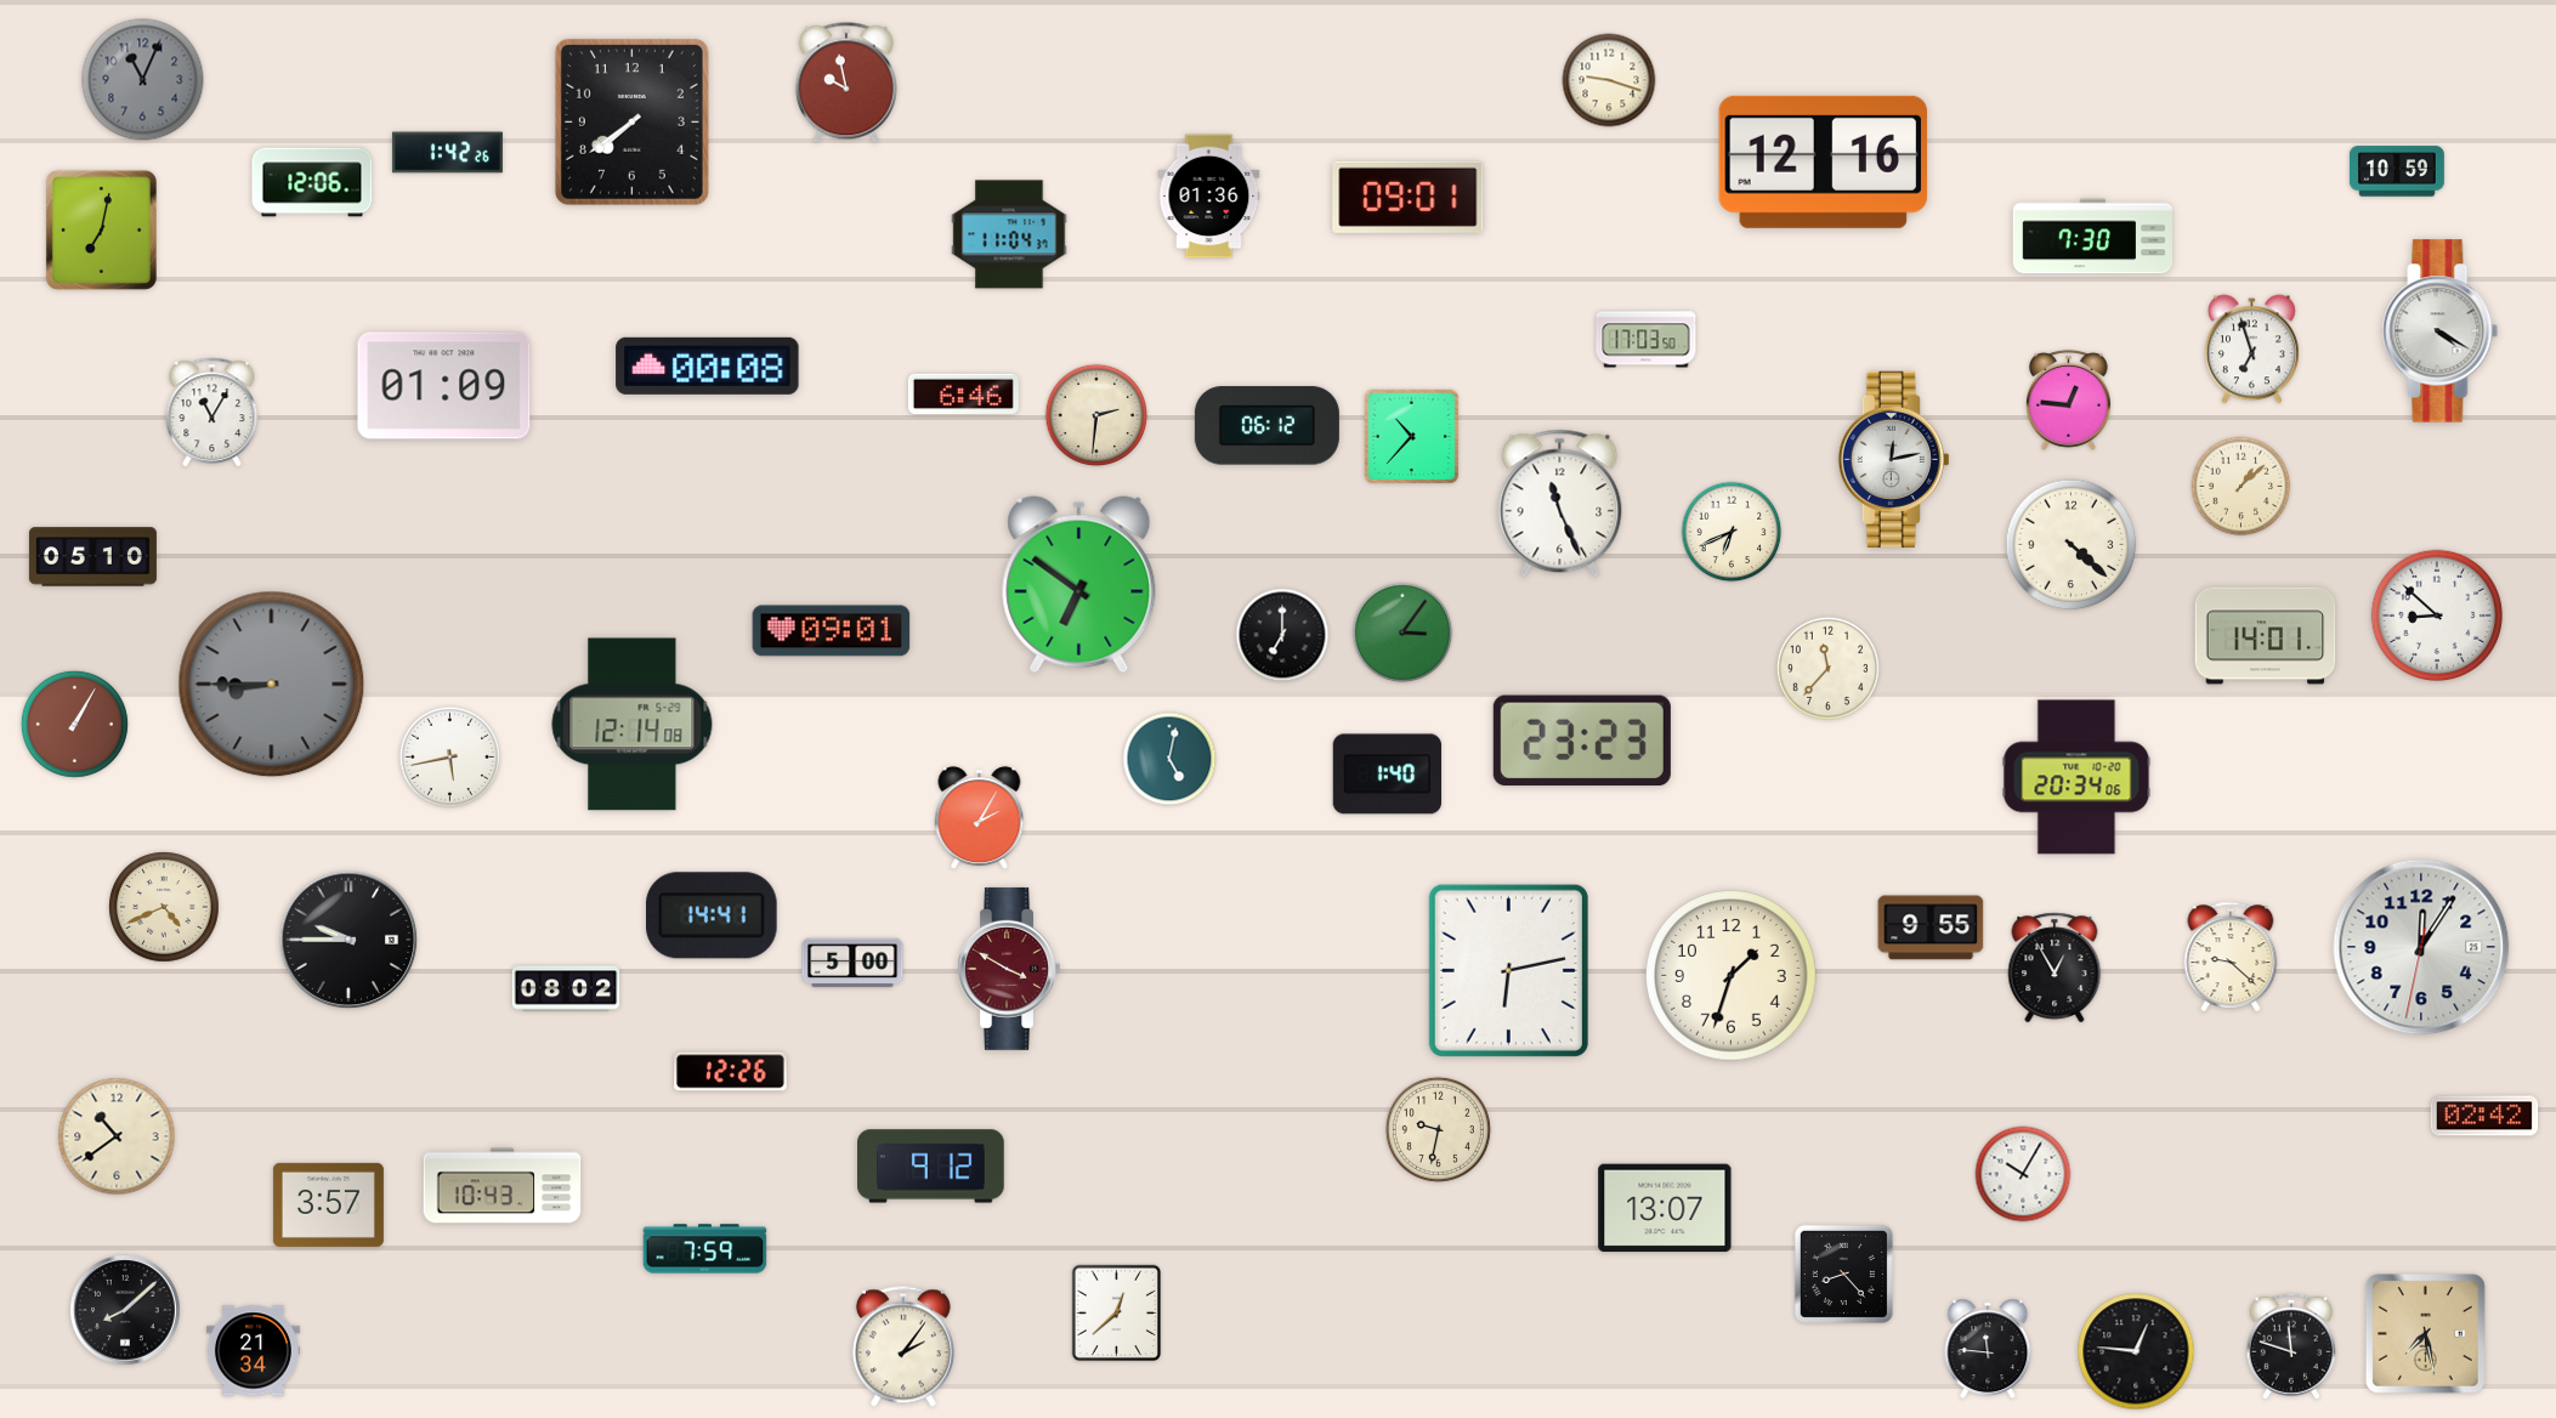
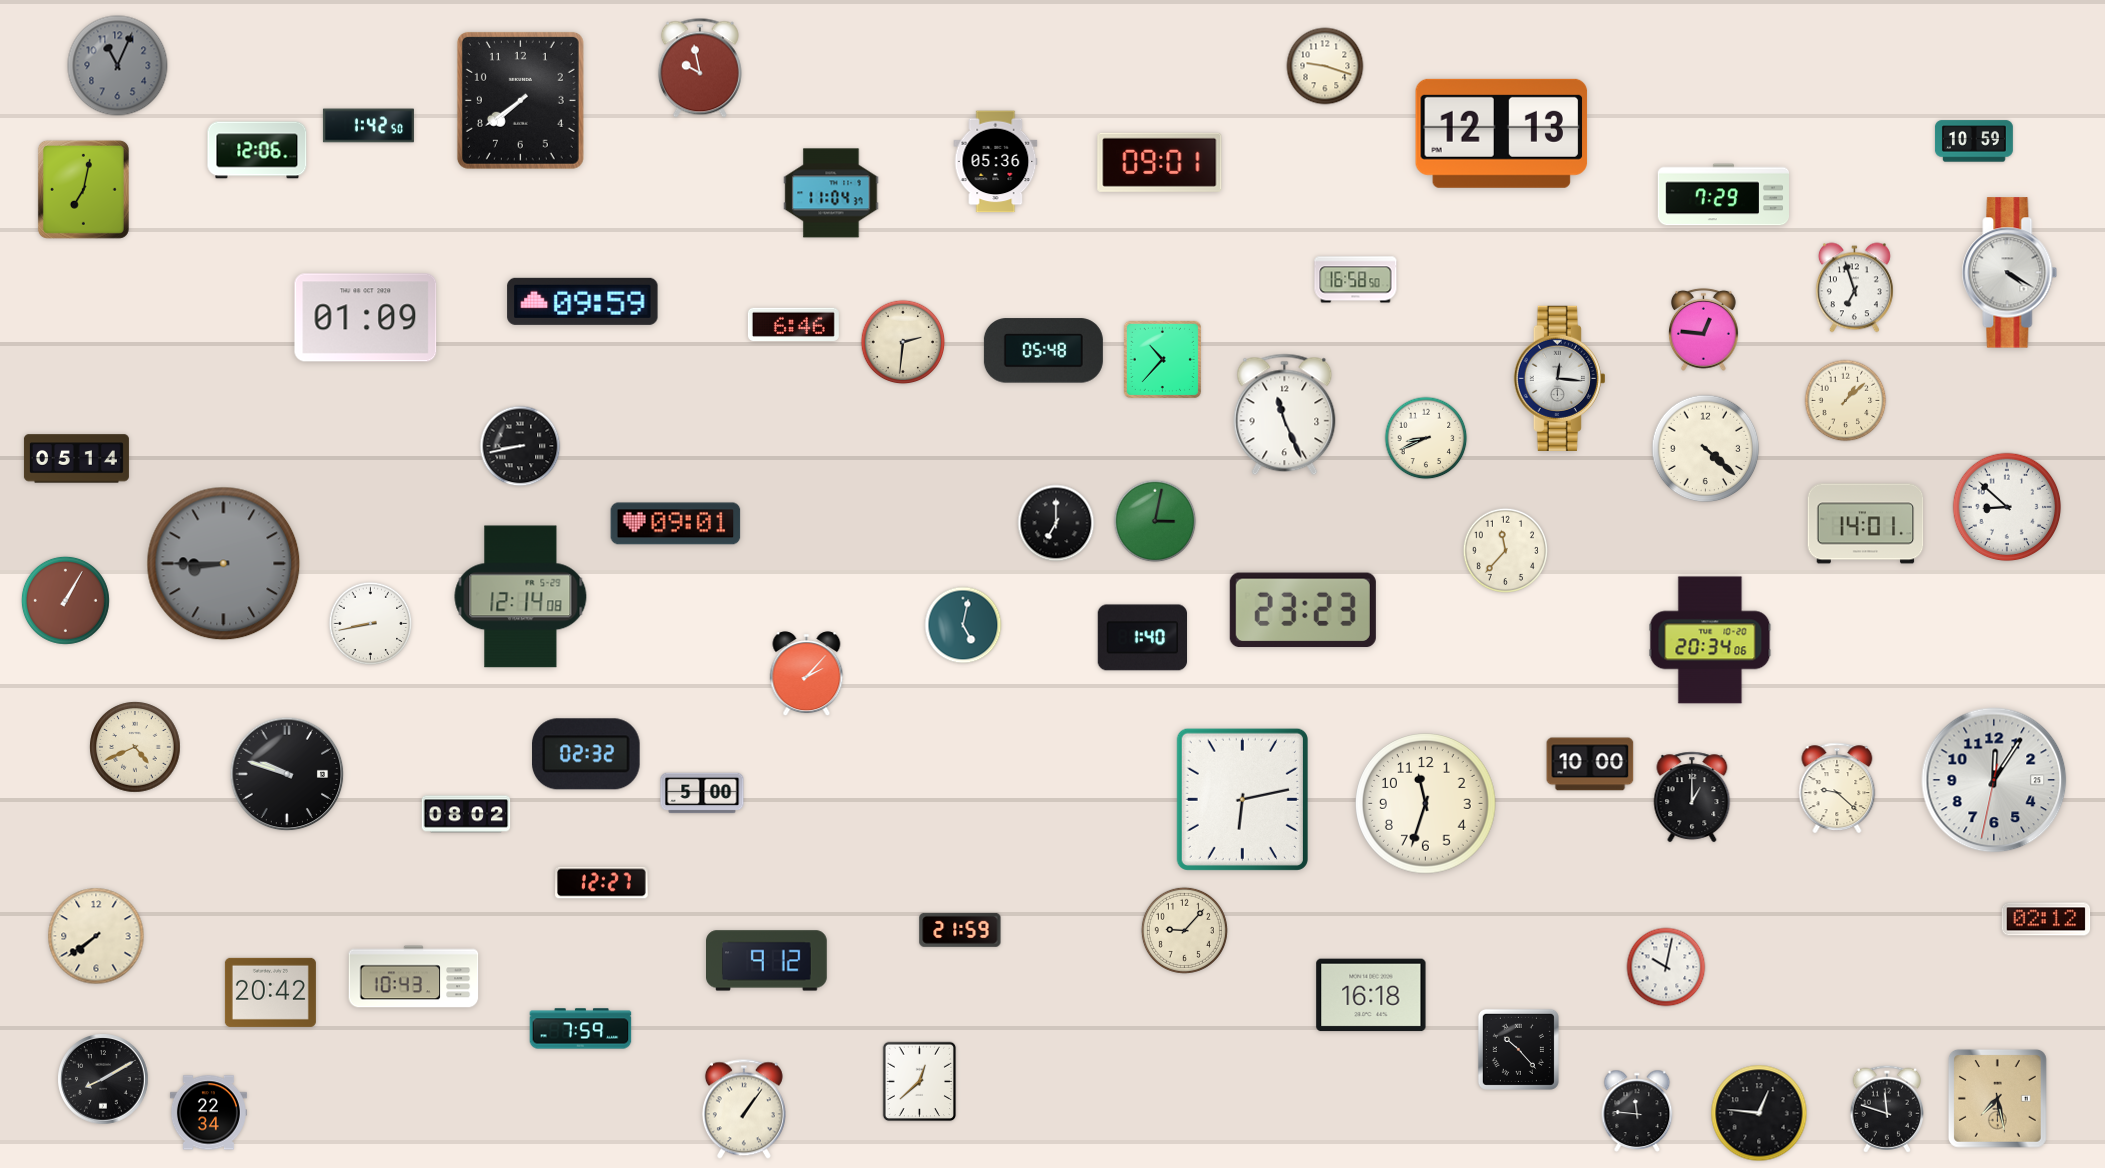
clock at (846, 83) position: (846, 83) -> (700, 68)
clock at (447, 153): 1:42:26 -> 1:42:50
clock at (1824, 161): 12:16 -> 12:13
clock at (1209, 197): 01:36 -> 05:36
clock at (2092, 237): 7:30 -> 7:29
clock at (1647, 340): 17:03 -> 16:58
clock at (708, 365): 00:08 -> 09:59
clock at (212, 413): 11:05 -> none
clock at (1266, 426): 06:12 -> 05:48
clock at (1893, 459): 12:13 -> 12:16
clock at (1732, 532): 6:41 -> 8:41
clock at (520, 446): none -> 8:43
clock at (92, 557): 05:10 -> 05:14
clock at (1079, 585): 6:51 -> none
clock at (832, 631) position: (832, 631) -> (676, 524)
clock at (1402, 633): 3:06 -> 3:02
clock at (74, 724) position: (74, 724) -> (65, 600)
clock at (450, 758): 5:43 -> 8:43
clock at (980, 818): 2:05 -> 2:07
clock at (713, 915): 14:41 -> 02:32
clock at (1931, 928): 9:55 -> 10:00
clock at (348, 940): 9:45 -> 9:48
clock at (2055, 968): 12:55 -> 1:00
clock at (1008, 969): 3:50 -> none
clock at (1732, 976): 1:33 -> 11:33
clock at (731, 1072): 12:26 -> 12:27
clock at (2484, 1116): 02:42 -> 02:12
clock at (960, 930): none -> 21:59
clock at (1438, 1129): 9:32 -> 9:07
clock at (117, 1136): 10:39 -> 7:39
clock at (2023, 1174): 10:05 -> 10:02
clock at (328, 1204): 3:57 -> 20:42
clock at (1665, 1208): 13:07 -> 16:18
clock at (1843, 1274): 8:23 -> 10:23
clock at (125, 1310): 8:08 -> 8:10
clock at (903, 1346): 2:06 -> 1:06
clock at (253, 1351): 21:34 -> 22:34
